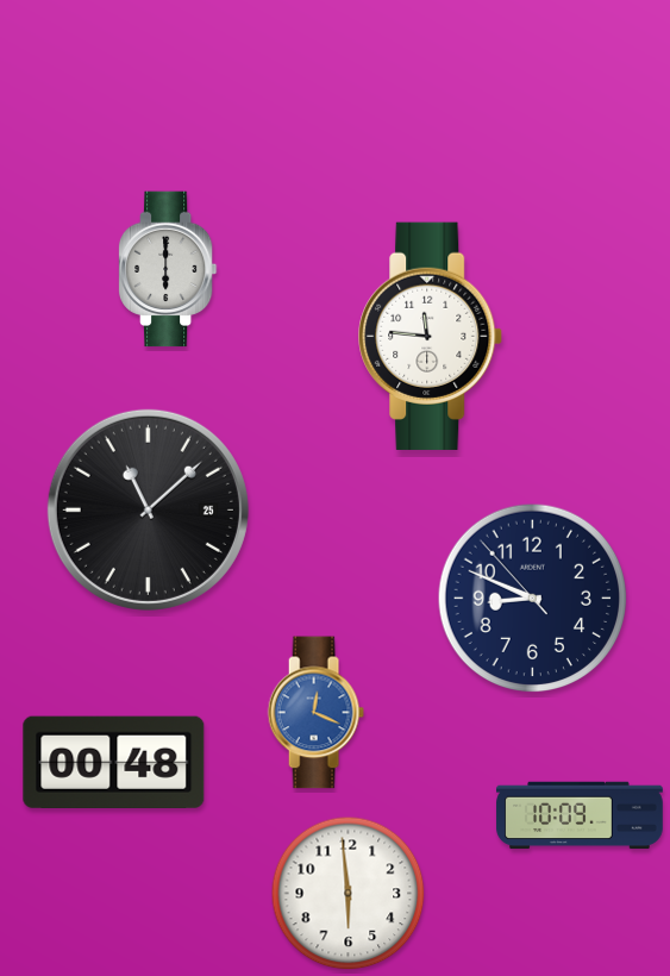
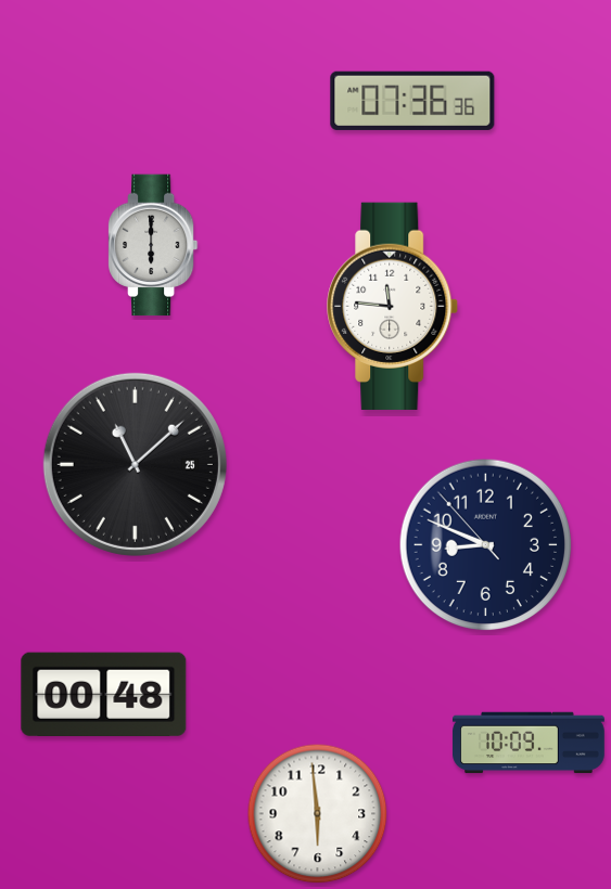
clock at (412, 101): none -> 07:36
clock at (315, 713): 12:19 -> none
